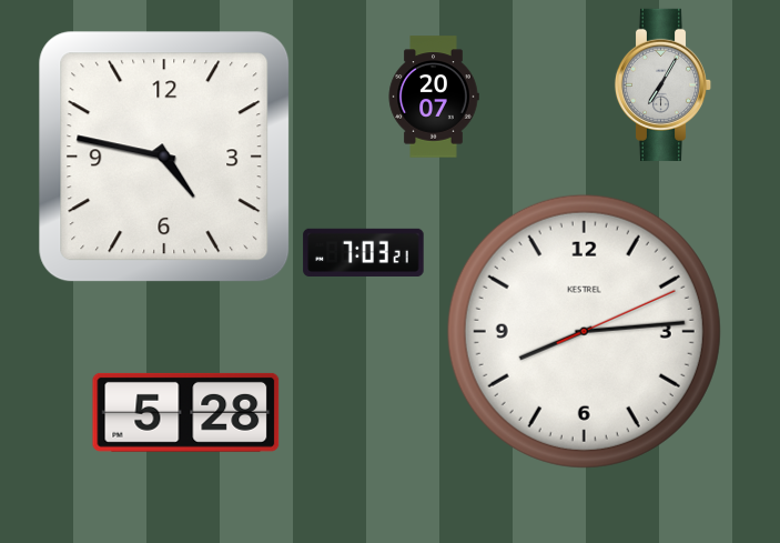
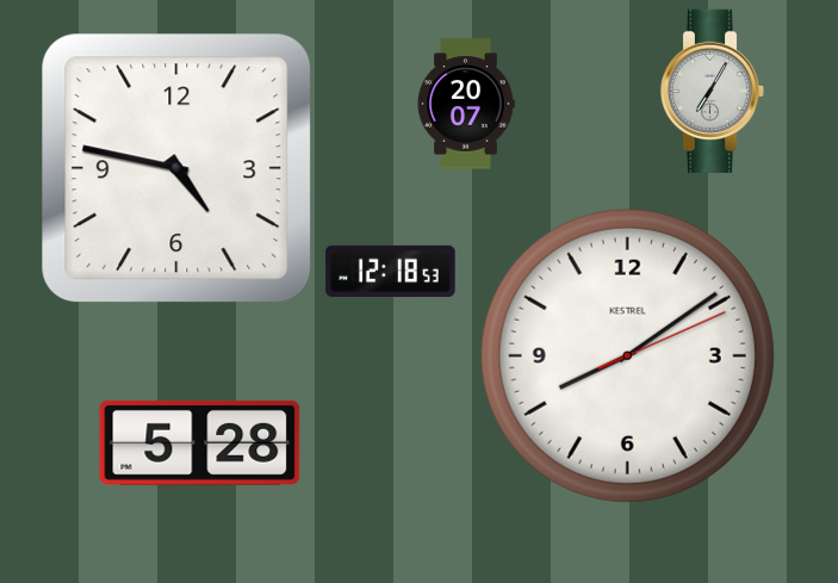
clock at (364, 252): 7:03 -> 12:18
clock at (584, 331): 8:14 -> 8:09
